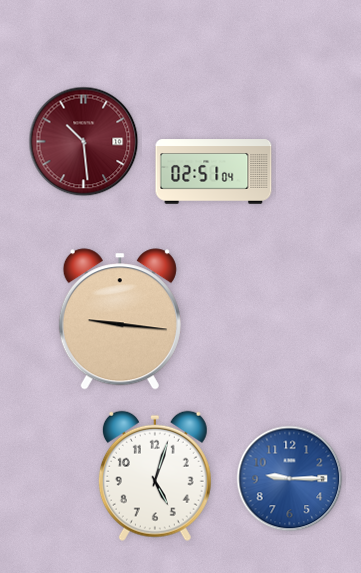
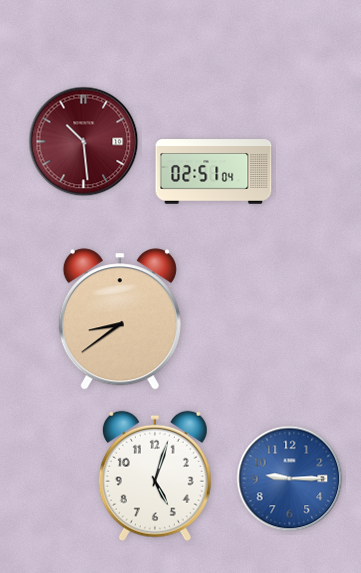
clock at (120, 319): 9:16 -> 8:39
